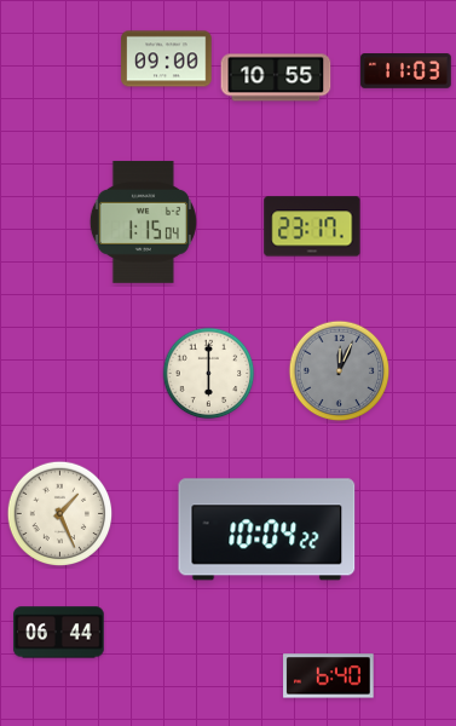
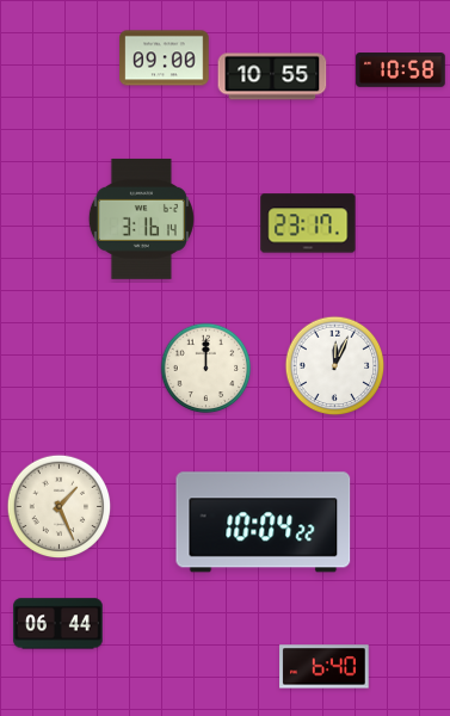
clock at (406, 71): 11:03 -> 10:58
clock at (143, 221): 1:15 -> 3:16
clock at (340, 371) dial: grey -> white
clock at (209, 374): 6:00 -> 12:00
